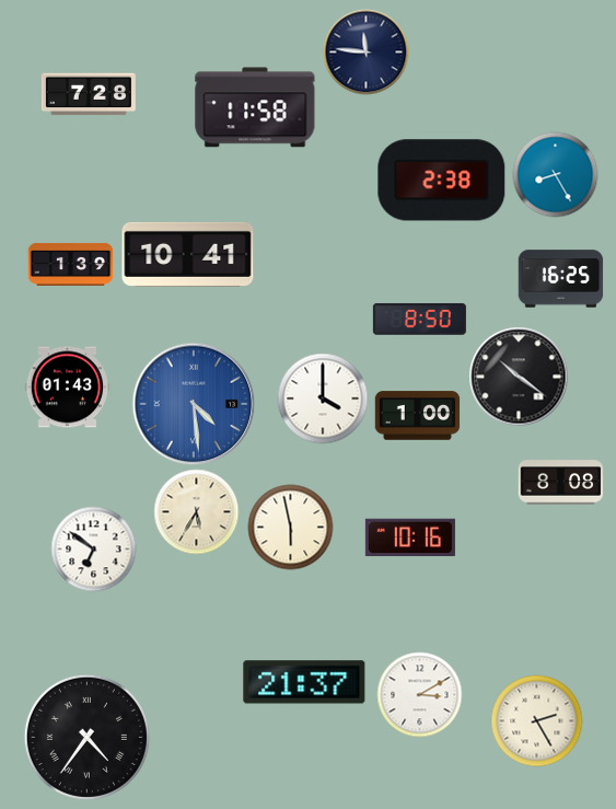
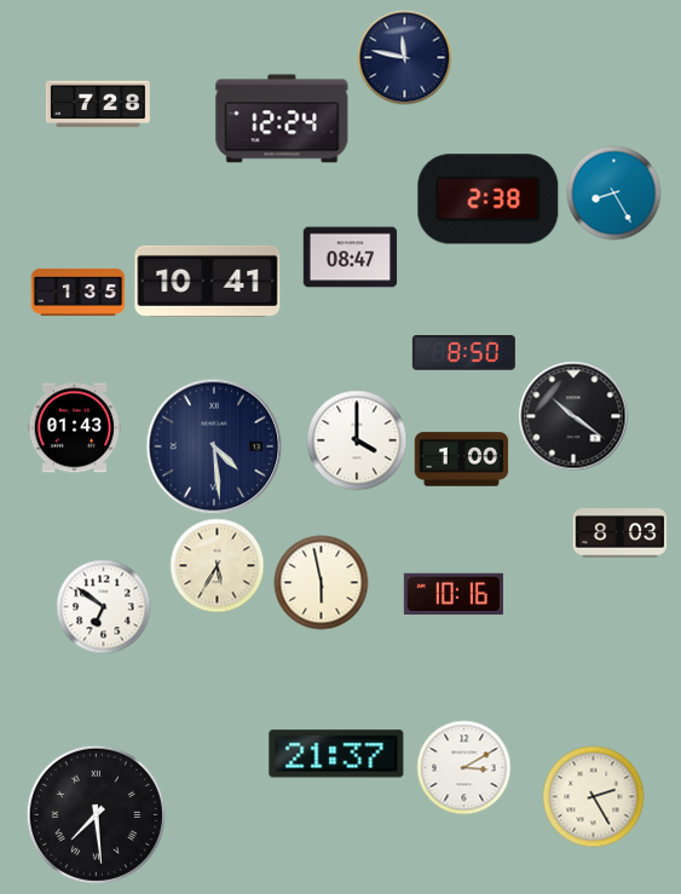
clock at (365, 51): 11:46 -> 11:47
clock at (255, 107): 11:58 -> 12:24
clock at (350, 258): none -> 08:47
clock at (70, 264): 1:39 -> 1:35
clock at (560, 279): 16:25 -> none
clock at (194, 404) dial: blue -> navy
clock at (560, 483): 8:08 -> 8:03
clock at (86, 737): 4:36 -> 7:29
